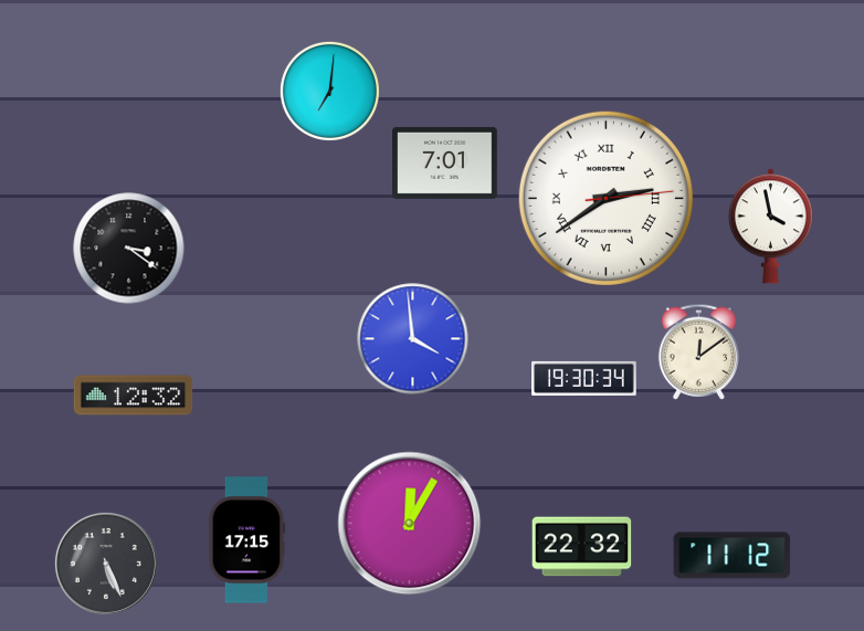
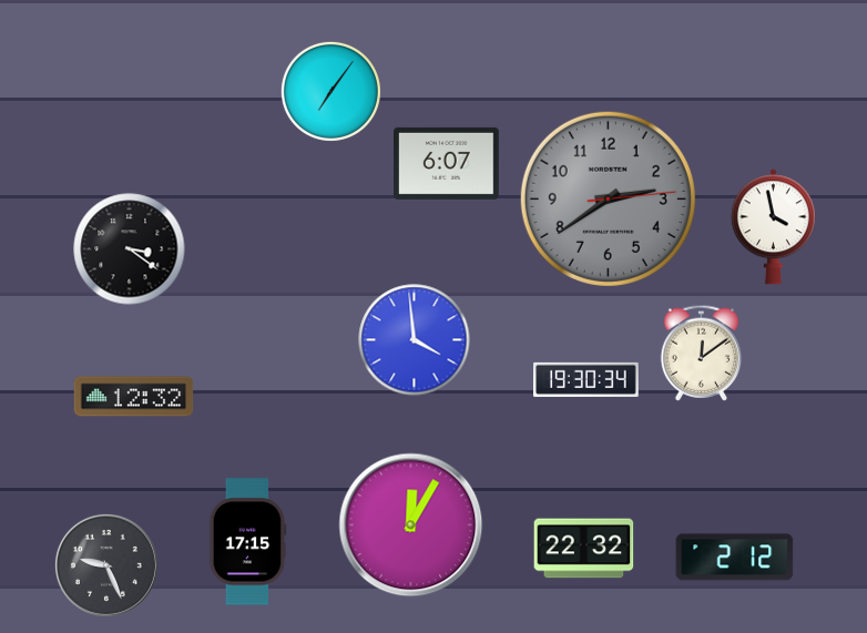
clock at (329, 91): 7:01 -> 7:06
clock at (445, 162): 7:01 -> 6:07
clock at (605, 198) dial: white -> grey
clock at (605, 198) numerals: Roman -> Arabic
clock at (733, 556): 11:12 -> 2:12
clock at (106, 564): 5:26 -> 9:26
